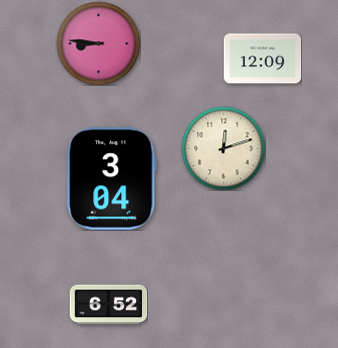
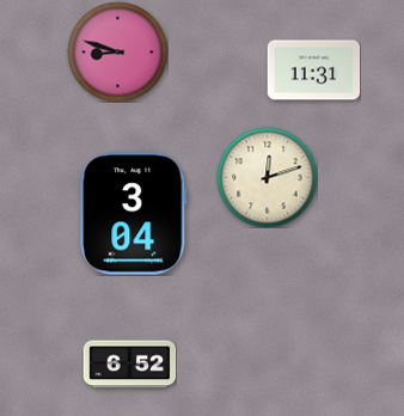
clock at (98, 43): 8:46 -> 8:48
clock at (262, 59): 12:09 -> 11:31
